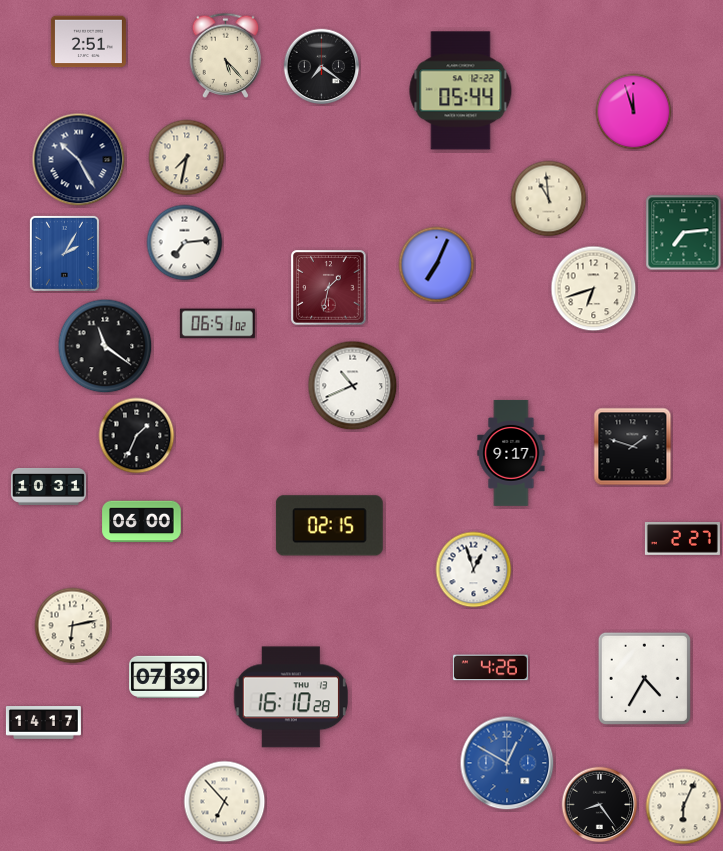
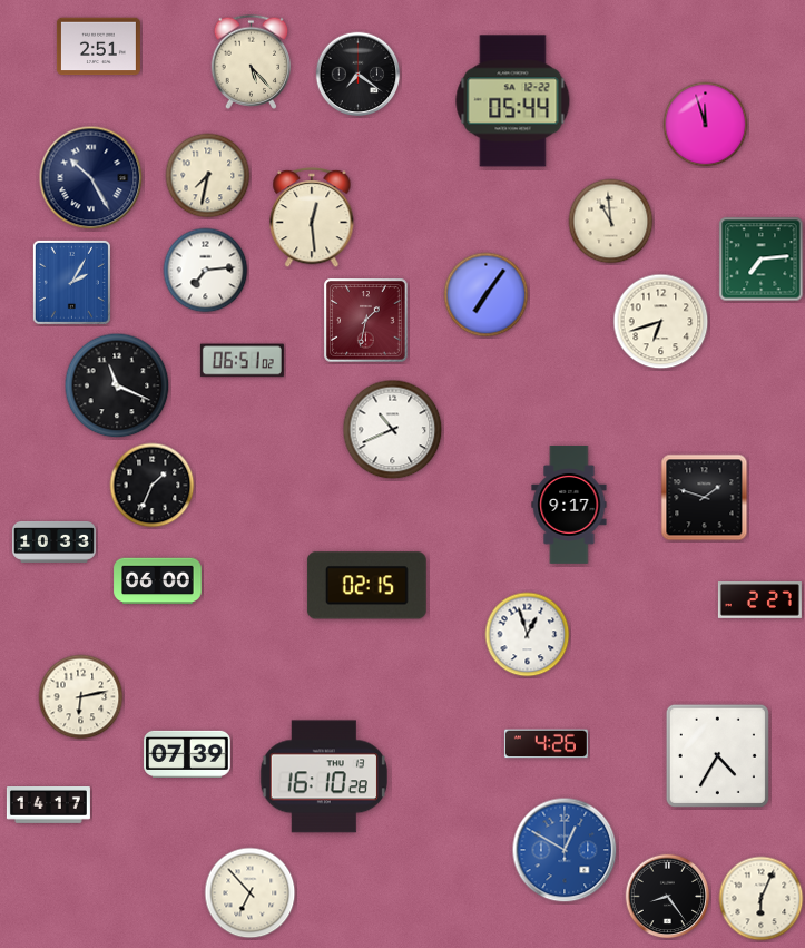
clock at (79, 160) position: (79, 160) -> (91, 178)
clock at (312, 218): none -> 12:29
clock at (437, 265): 7:04 -> 7:06
clock at (105, 346): 11:21 -> 11:19
clock at (48, 486): 10:31 -> 10:33
